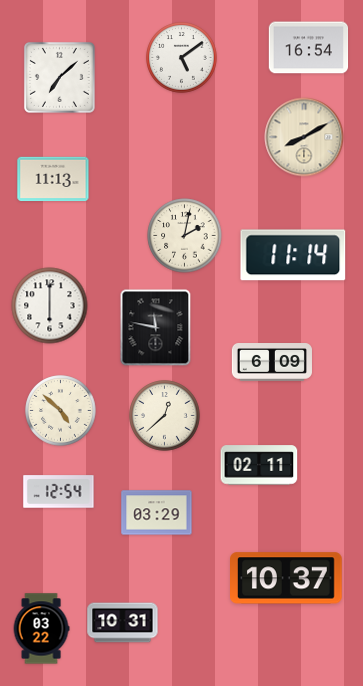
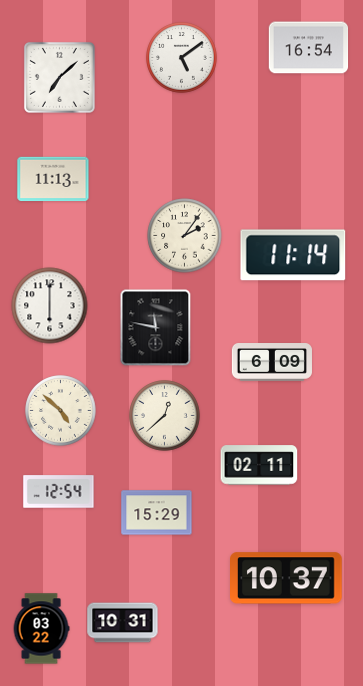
clock at (304, 137): 8:10 -> none
clock at (185, 236): 2:02 -> 2:06
clock at (157, 513): 03:29 -> 15:29
